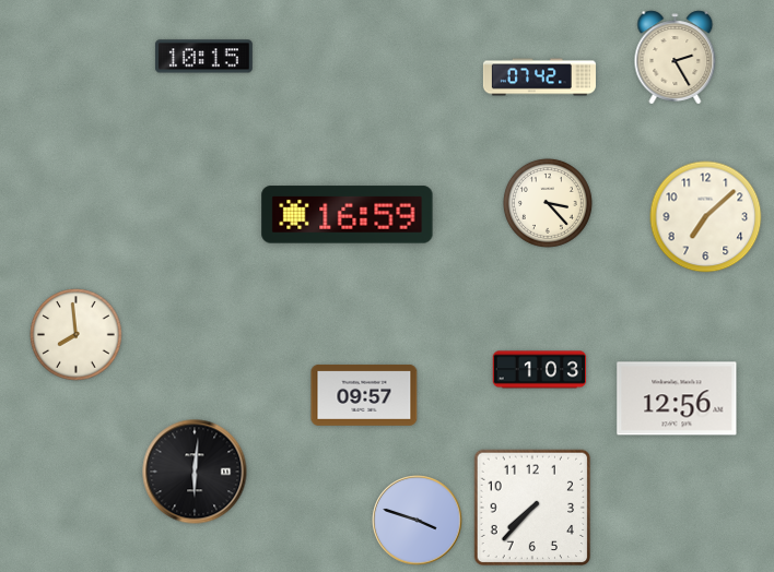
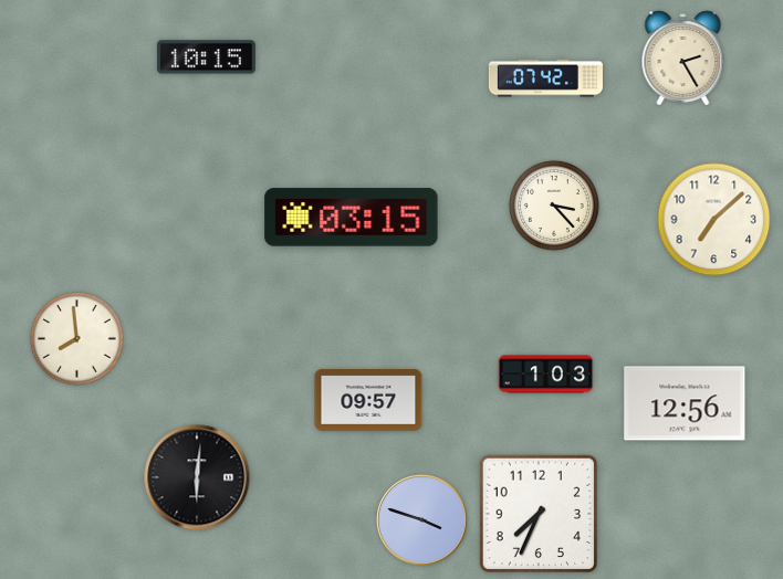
clock at (348, 215): 16:59 -> 03:15
clock at (532, 508): 7:37 -> 7:34
clock at (418, 521) position: (418, 521) -> (422, 520)
